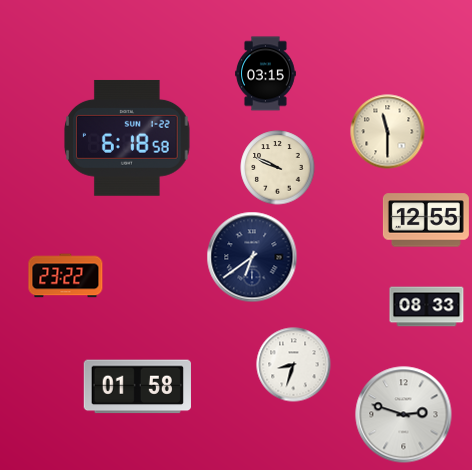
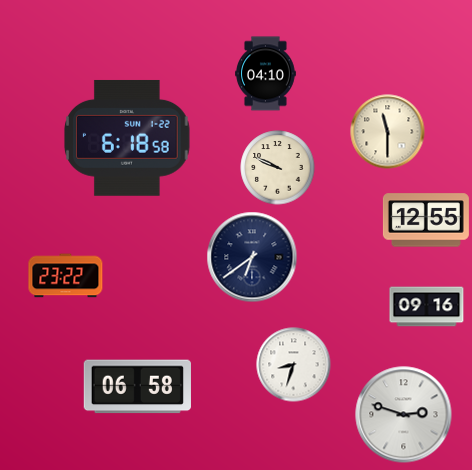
clock at (266, 74): 03:15 -> 04:10
clock at (427, 307): 08:33 -> 09:16
clock at (137, 387): 01:58 -> 06:58
